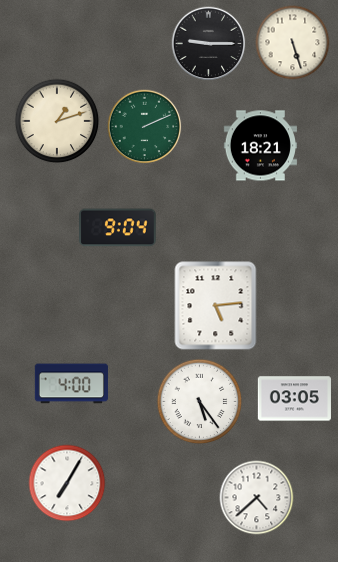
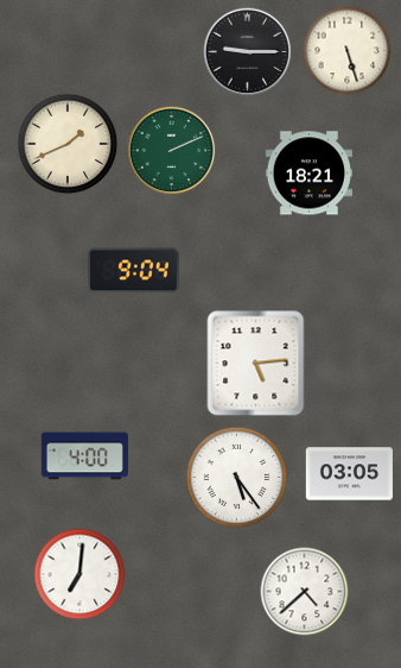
clock at (57, 121): 1:12 -> 1:41
clock at (118, 228) position: (118, 228) -> (134, 271)
clock at (67, 483): 7:05 -> 7:01
